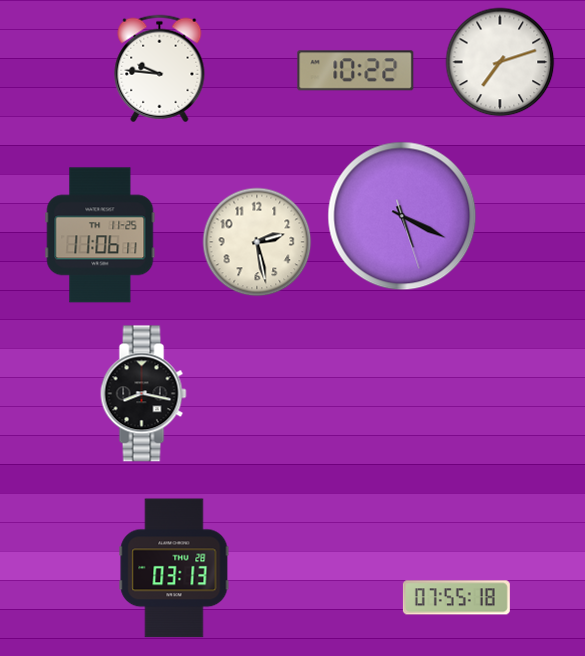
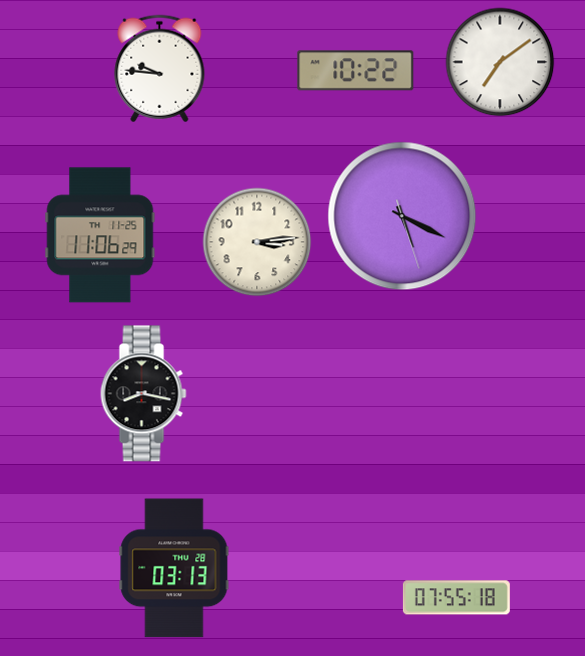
clock at (500, 62): 7:12 -> 7:09
clock at (100, 235): 11:06:11 -> 11:06:29
clock at (257, 242): 2:28 -> 3:14
